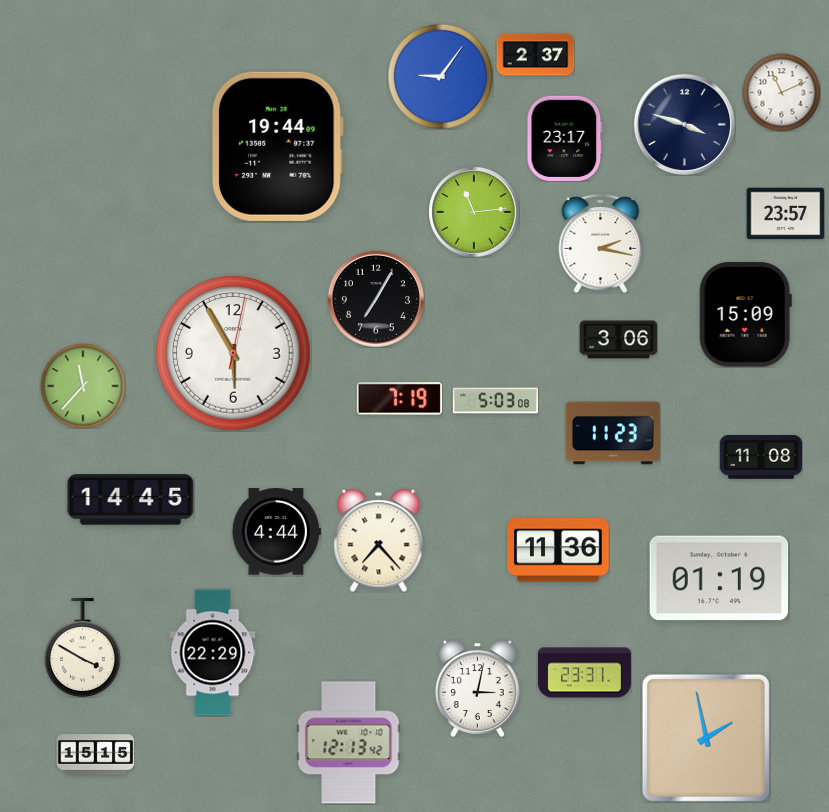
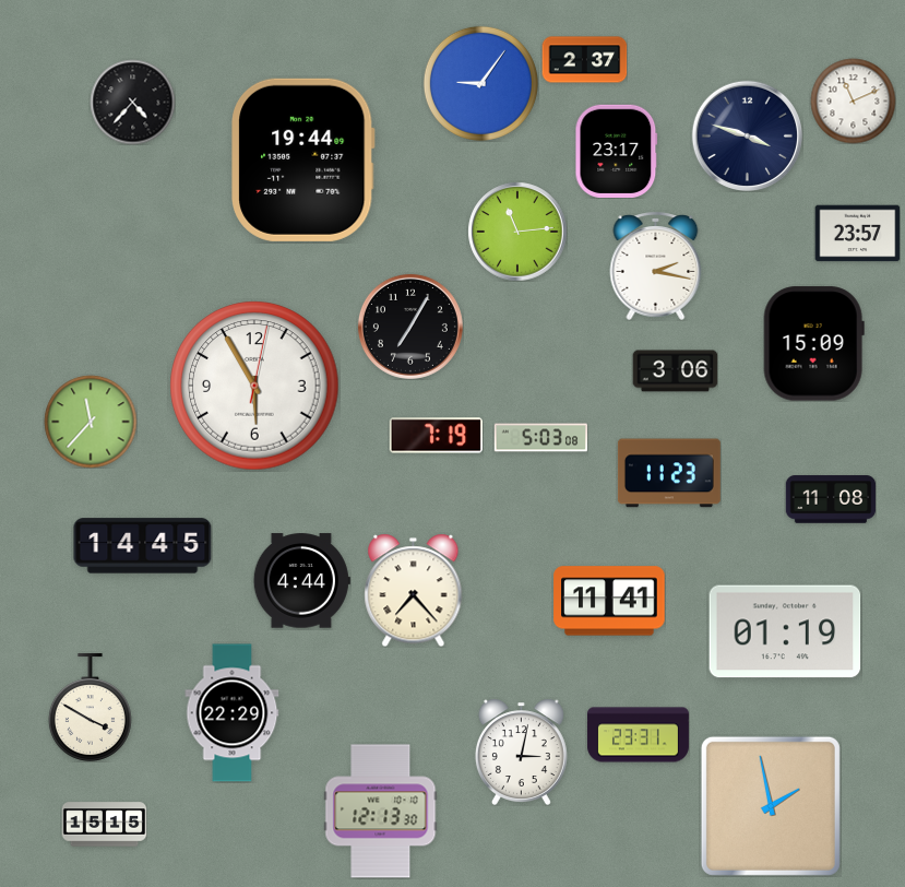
clock at (132, 102): none -> 4:37
clock at (558, 550): 11:36 -> 11:41
clock at (349, 743): 12:13:42 -> 12:13:30
